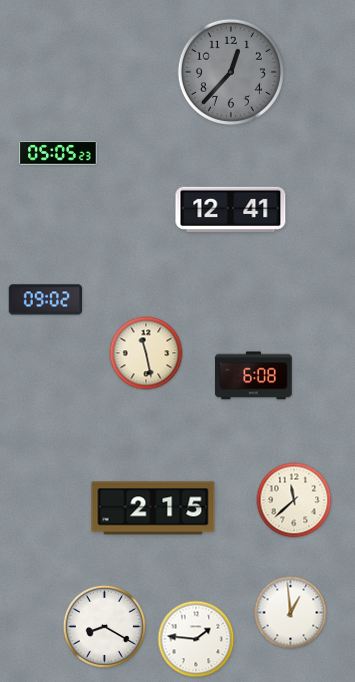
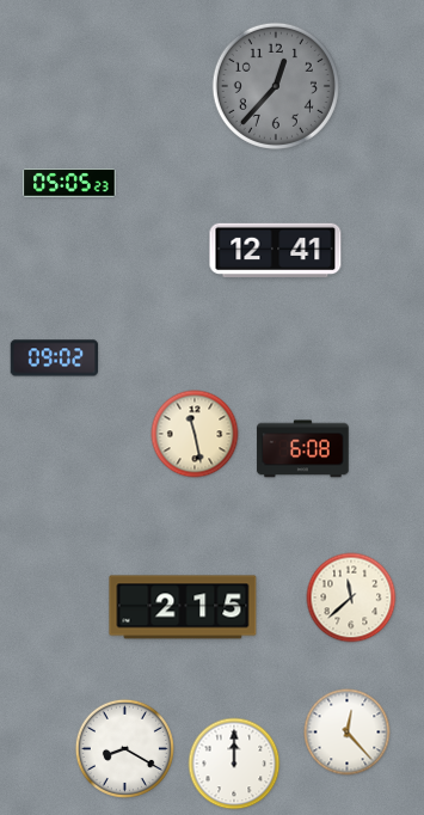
clock at (146, 353) position: (146, 353) -> (195, 434)
clock at (291, 613): 12:59 -> 12:23
clock at (196, 639): 1:46 -> 12:00
